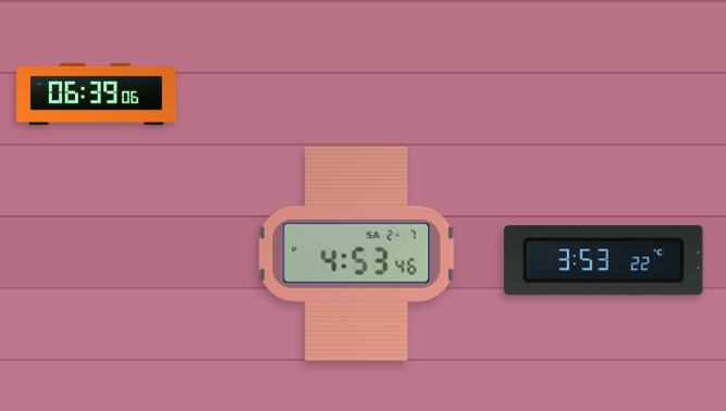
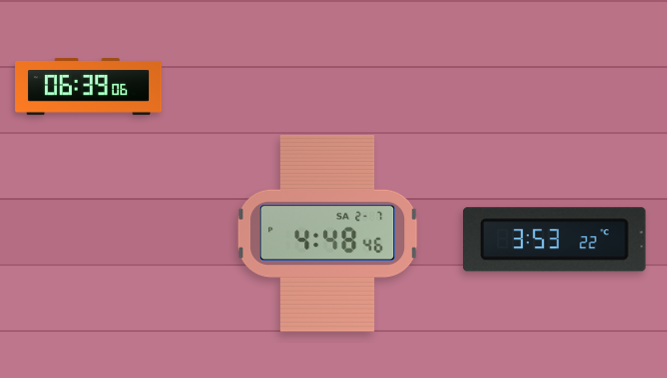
clock at (357, 253): 4:53 -> 4:48
